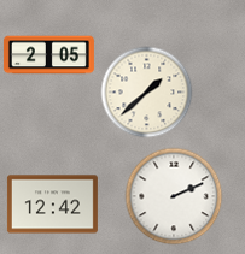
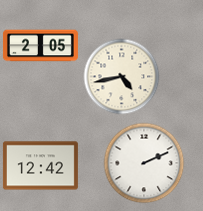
clock at (147, 93): 1:38 -> 4:43
clock at (52, 205) position: (52, 205) -> (40, 166)
